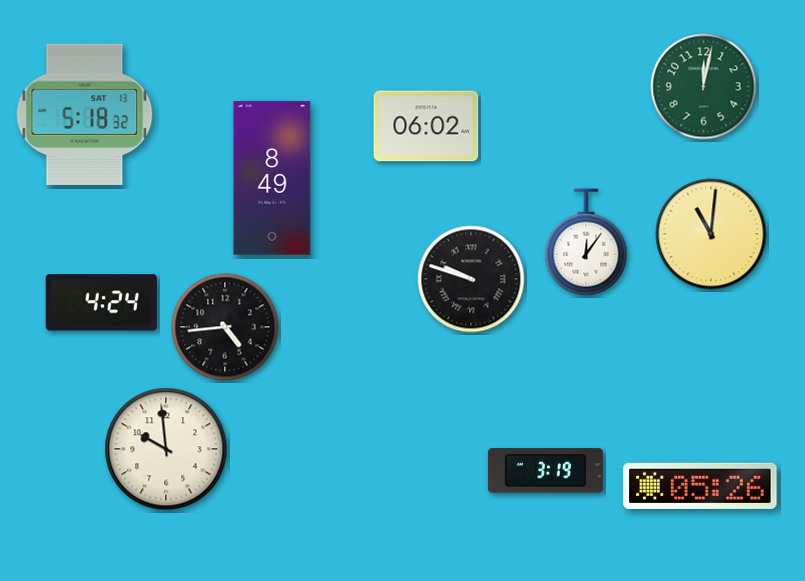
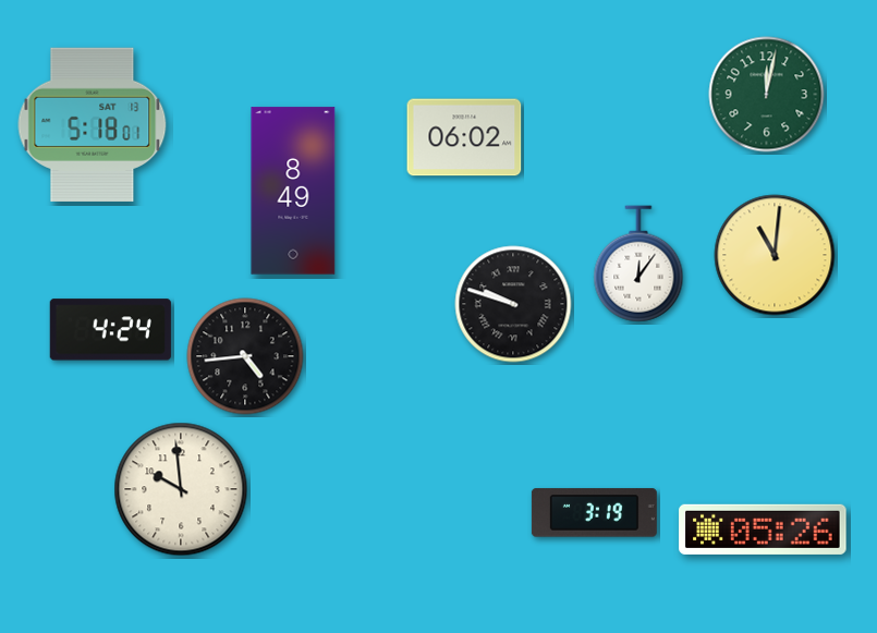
clock at (85, 114): 5:18:32 -> 5:18:01
clock at (272, 178) position: (272, 178) -> (293, 191)
